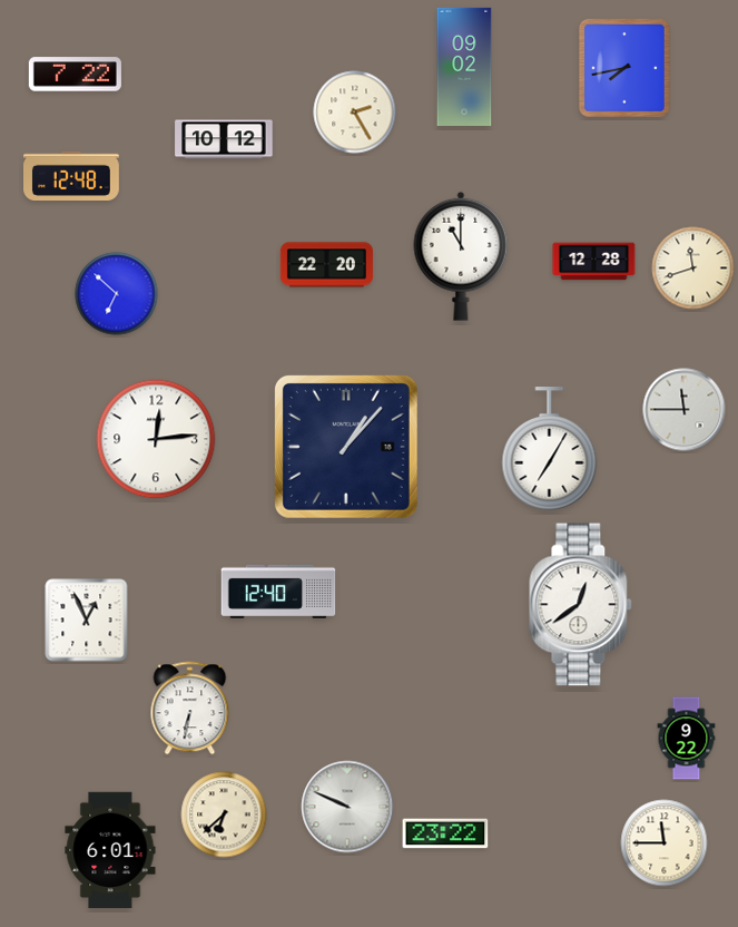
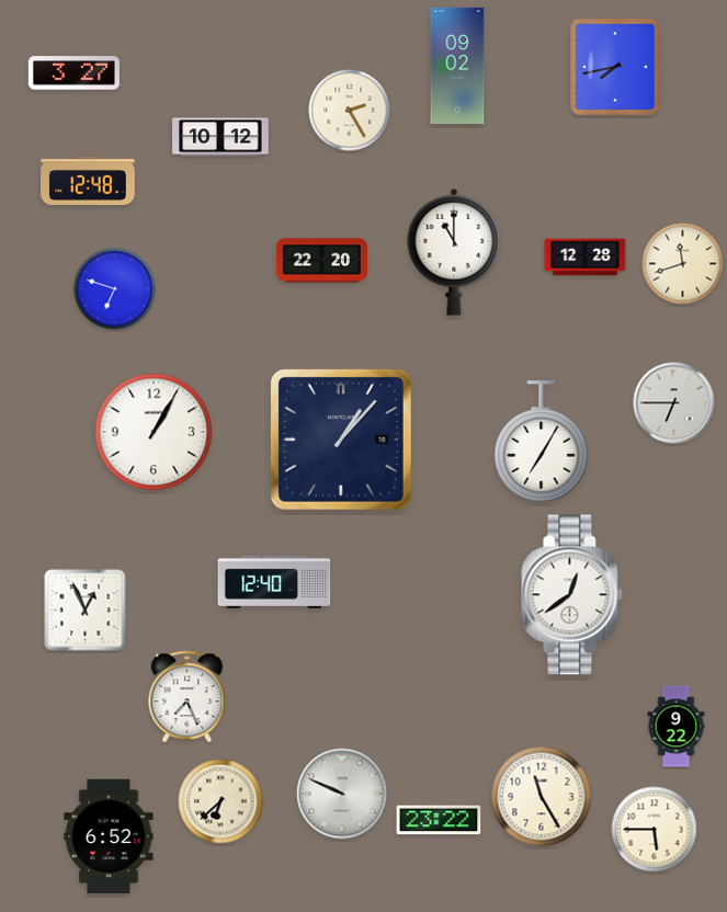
clock at (75, 75): 7:22 -> 3:27
clock at (72, 175) position: (72, 175) -> (89, 180)
clock at (117, 294): 6:52 -> 6:48
clock at (685, 410): 11:45 -> 6:45
clock at (156, 439): 12:14 -> 1:05
clock at (190, 709): 6:32 -> 7:26
clock at (542, 797): none -> 11:25
clock at (665, 843): 11:45 -> 5:45
clock at (110, 850): 6:01 -> 6:52
